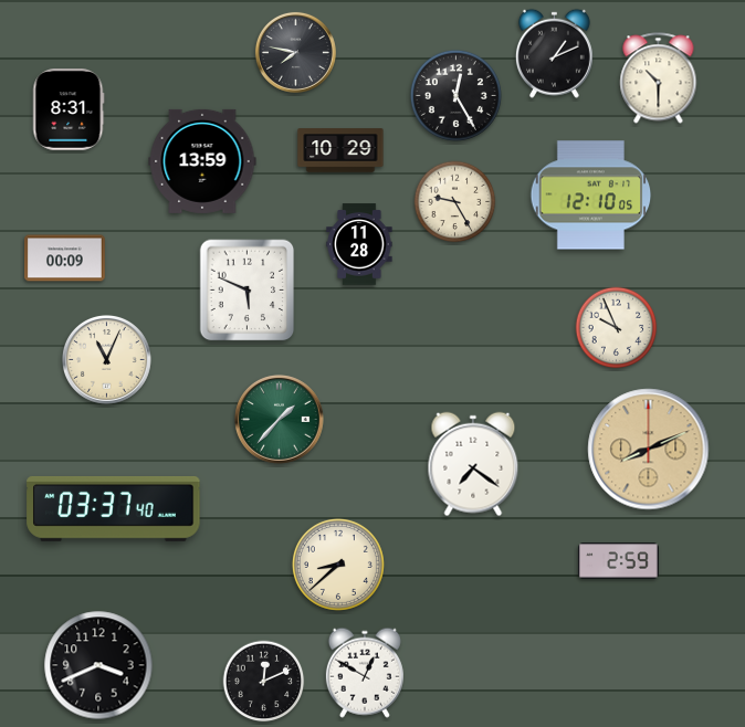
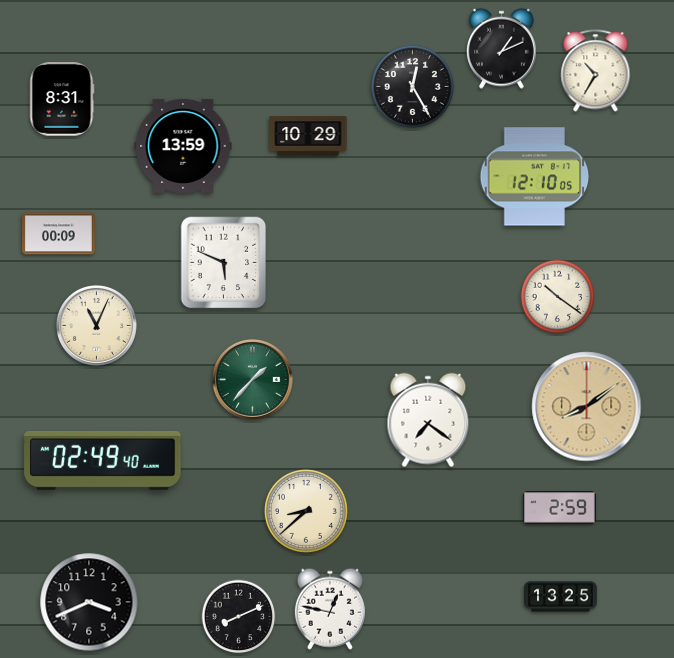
clock at (295, 52): 7:47 -> none
clock at (659, 78): 10:30 -> 10:35
clock at (455, 202): 9:25 -> none
clock at (359, 244): 11:28 -> none
clock at (617, 328): 9:56 -> 10:21
clock at (649, 450): 8:11 -> 8:09
clock at (114, 508): 03:37 -> 02:49
clock at (561, 597): none -> 13:25
clock at (365, 673): 12:50 -> 12:47
clock at (264, 682): 12:11 -> 8:11
